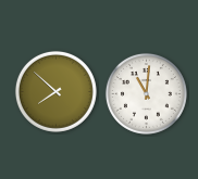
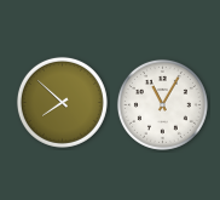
clock at (146, 93): 11:01 -> 11:05
